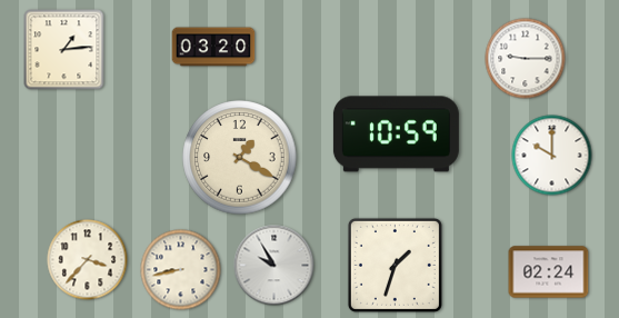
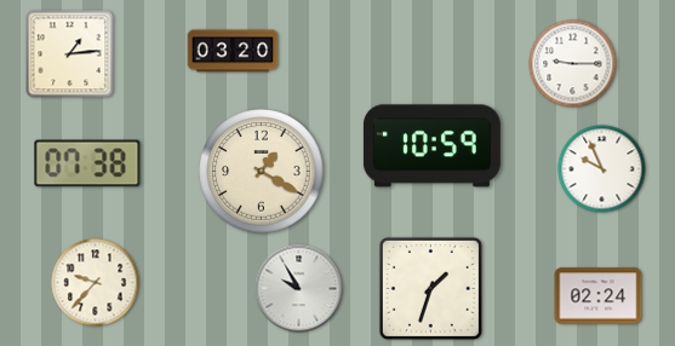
clock at (87, 163): none -> 07:38
clock at (552, 156): 10:00 -> 9:56
clock at (88, 260): 3:37 -> 9:37
clock at (181, 270): 8:43 -> none
